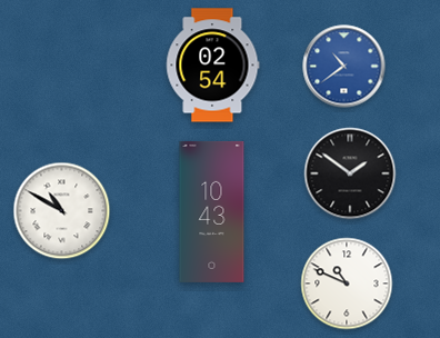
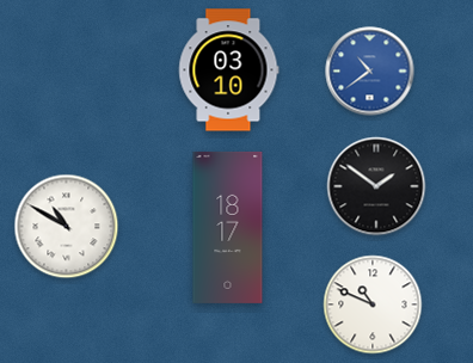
clock at (213, 66): 02:54 -> 03:10
clock at (212, 211): 10:43 -> 18:17
